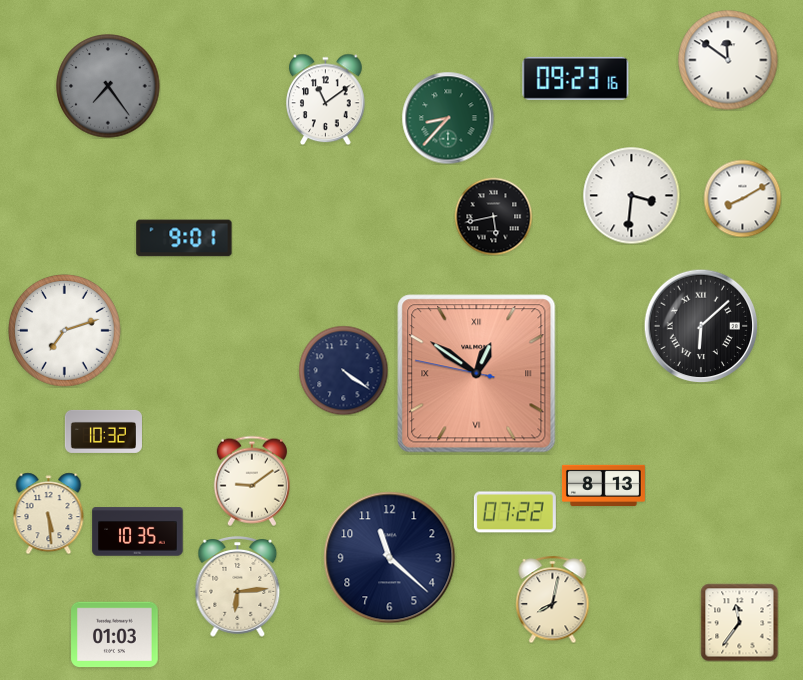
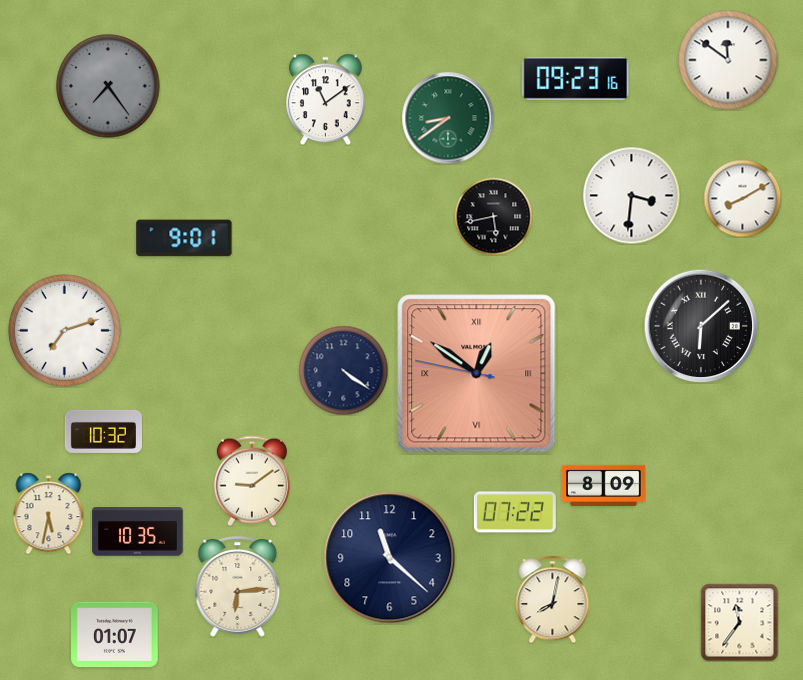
clock at (448, 118): 8:37 -> 8:39
clock at (603, 485): 8:13 -> 8:09
clock at (49, 513): 5:29 -> 5:32
clock at (115, 635): 01:03 -> 01:07
